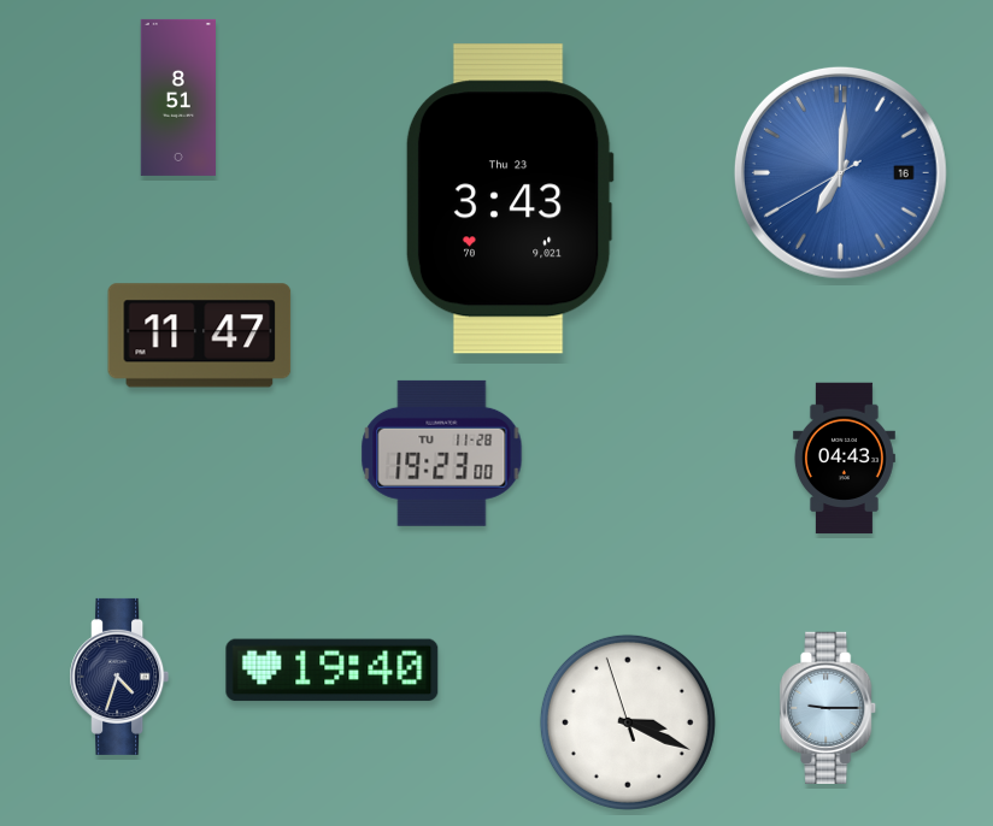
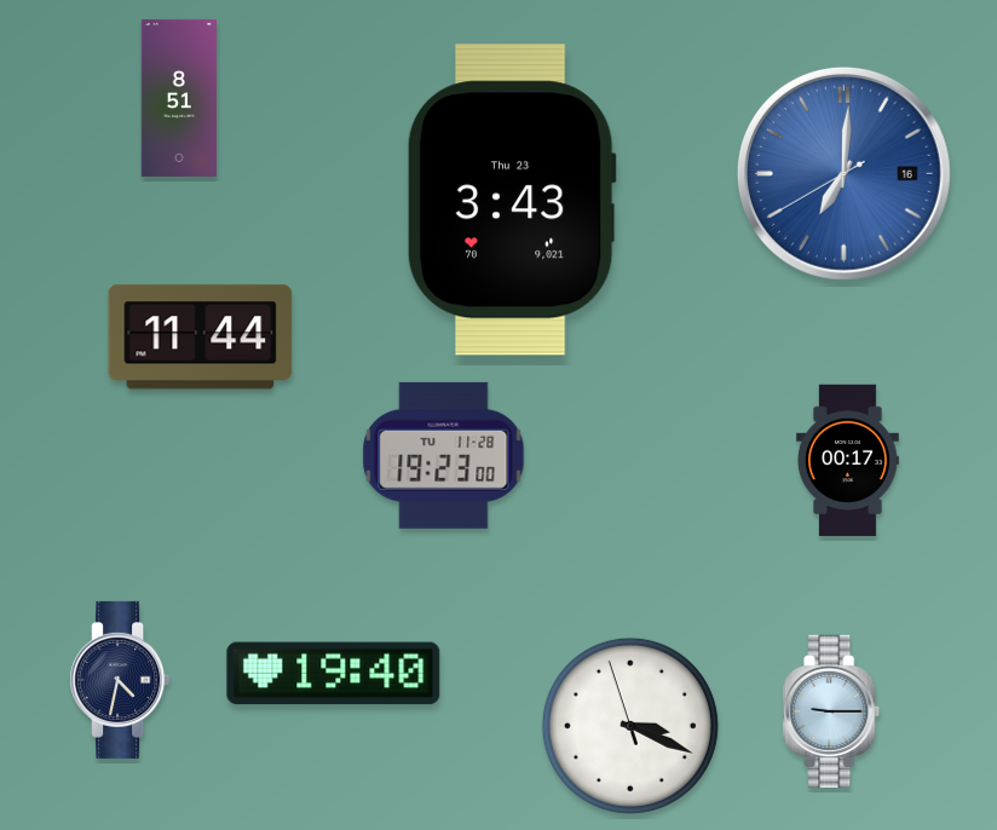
clock at (200, 336): 11:47 -> 11:44
clock at (844, 459): 04:43 -> 00:17
clock at (119, 677): 4:33 -> 4:32
